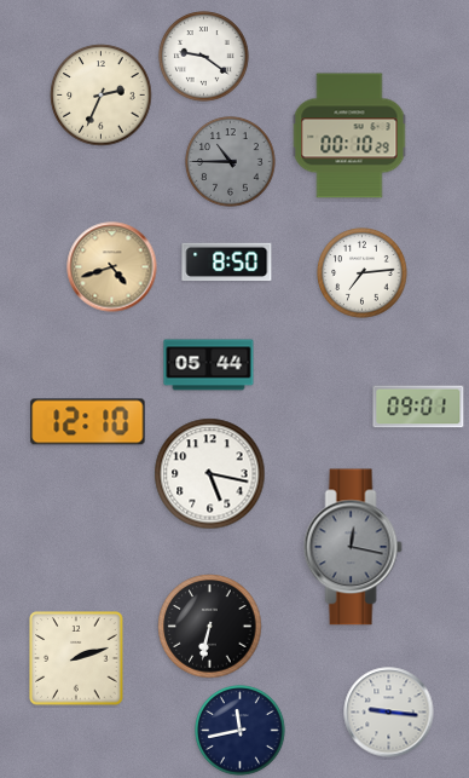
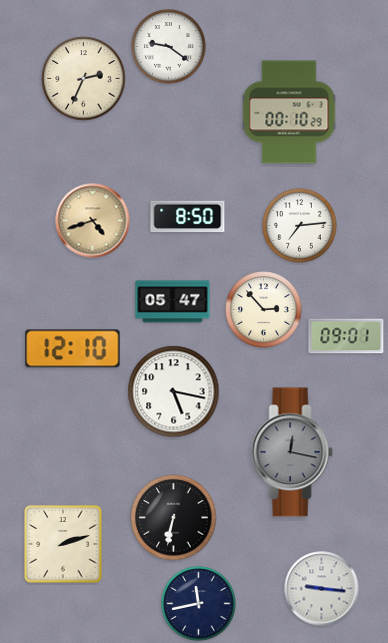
clock at (231, 162): 10:45 -> none
clock at (209, 365): 05:44 -> 05:47
clock at (264, 310): none -> 2:53
